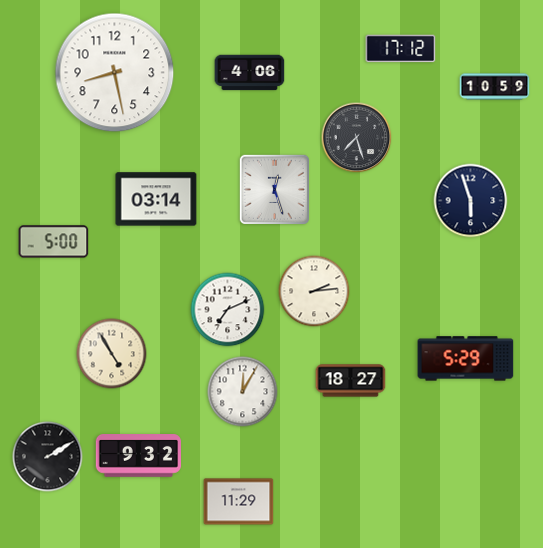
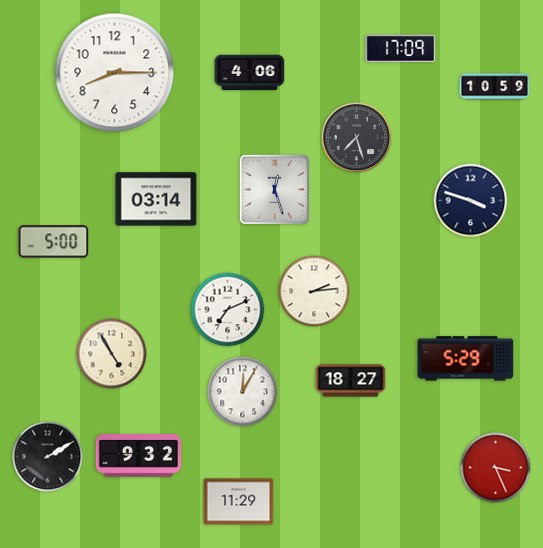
clock at (401, 49): 17:12 -> 17:09
clock at (115, 73): 8:28 -> 8:15
clock at (471, 201): 5:57 -> 3:48
clock at (496, 468): none -> 3:26
